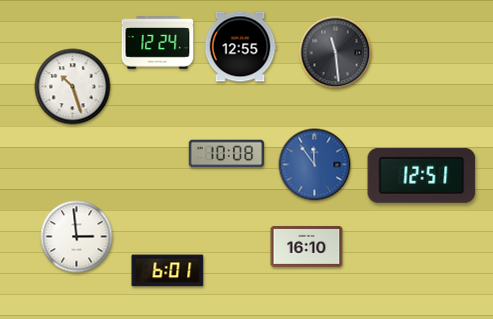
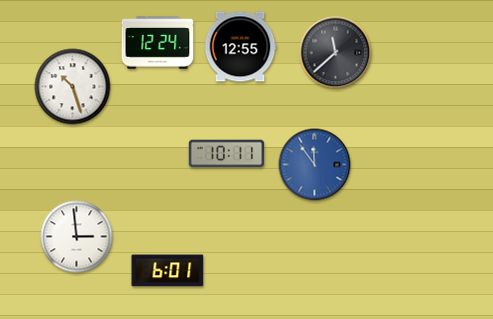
clock at (336, 53): 11:29 -> 11:38
clock at (227, 154): 10:08 -> 10:11
clock at (422, 175): 12:51 -> none
clock at (307, 246): 16:10 -> none
